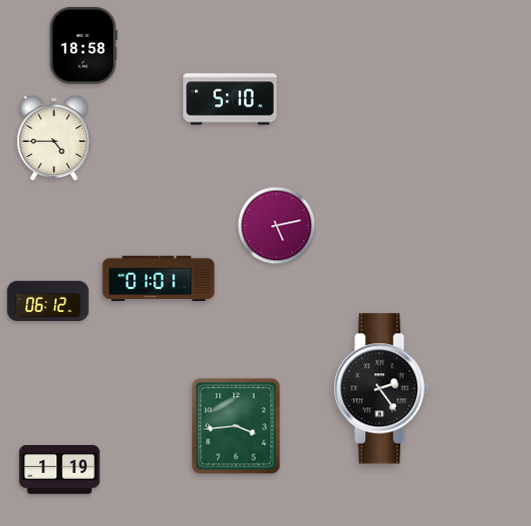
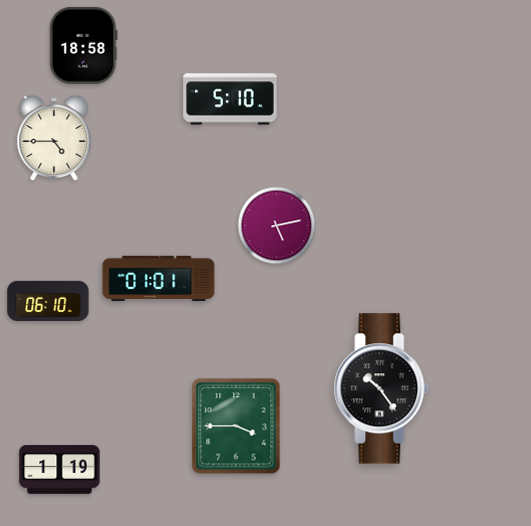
clock at (48, 300): 06:12 -> 06:10
clock at (382, 389): 2:24 -> 10:24
clock at (236, 426): 3:44 -> 3:45
